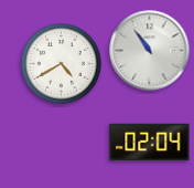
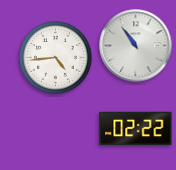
clock at (62, 64): 4:40 -> 4:44
clock at (150, 142): 02:04 -> 02:22
